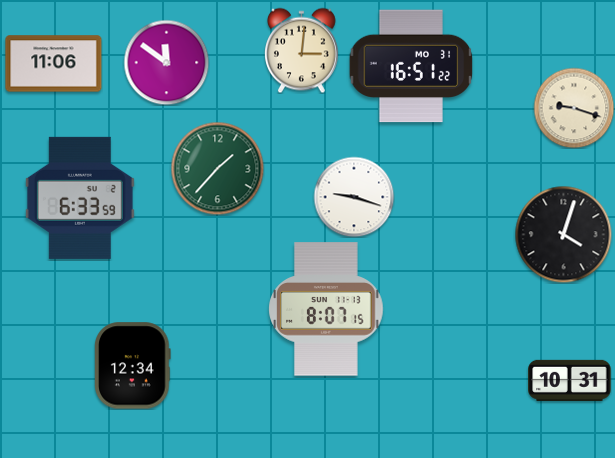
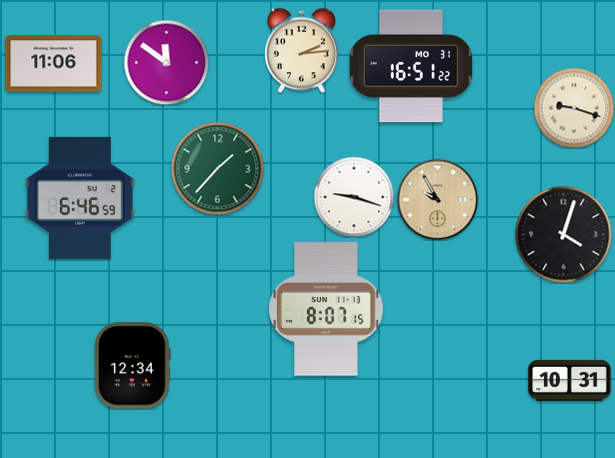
clock at (302, 50): 3:01 -> 2:14
clock at (80, 198): 6:33 -> 6:46
clock at (437, 199): none -> 9:55
